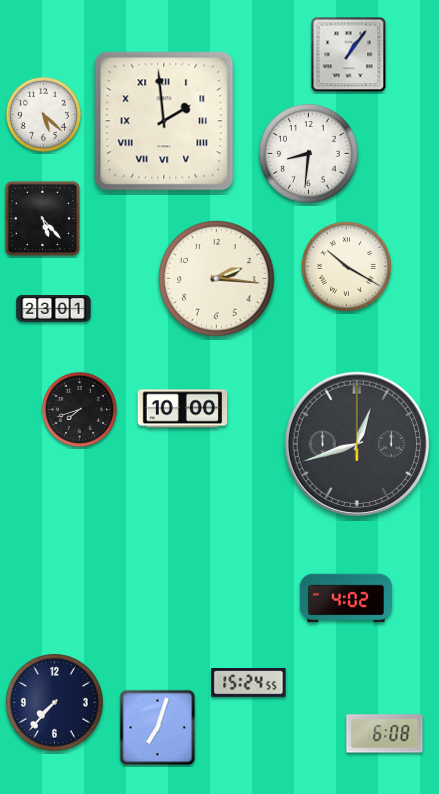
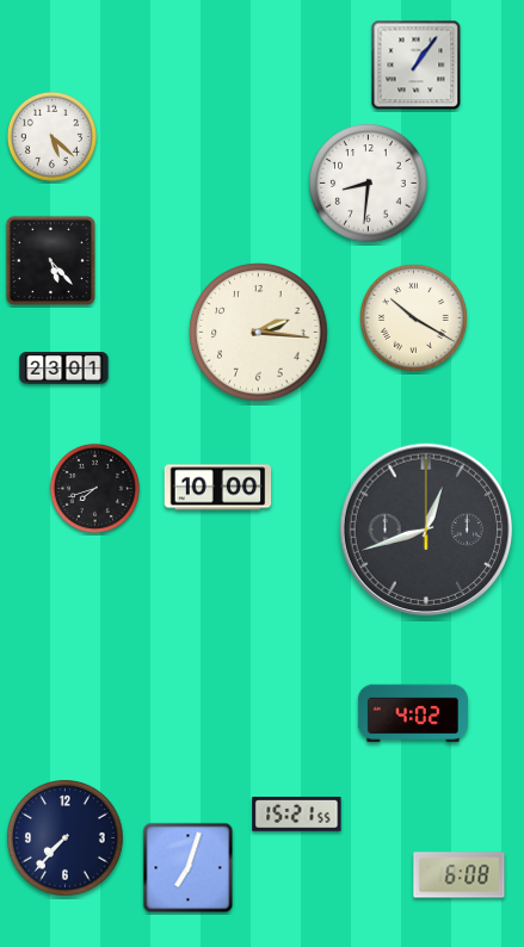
clock at (164, 121): 1:59 -> none
clock at (249, 683): 15:24 -> 15:21
